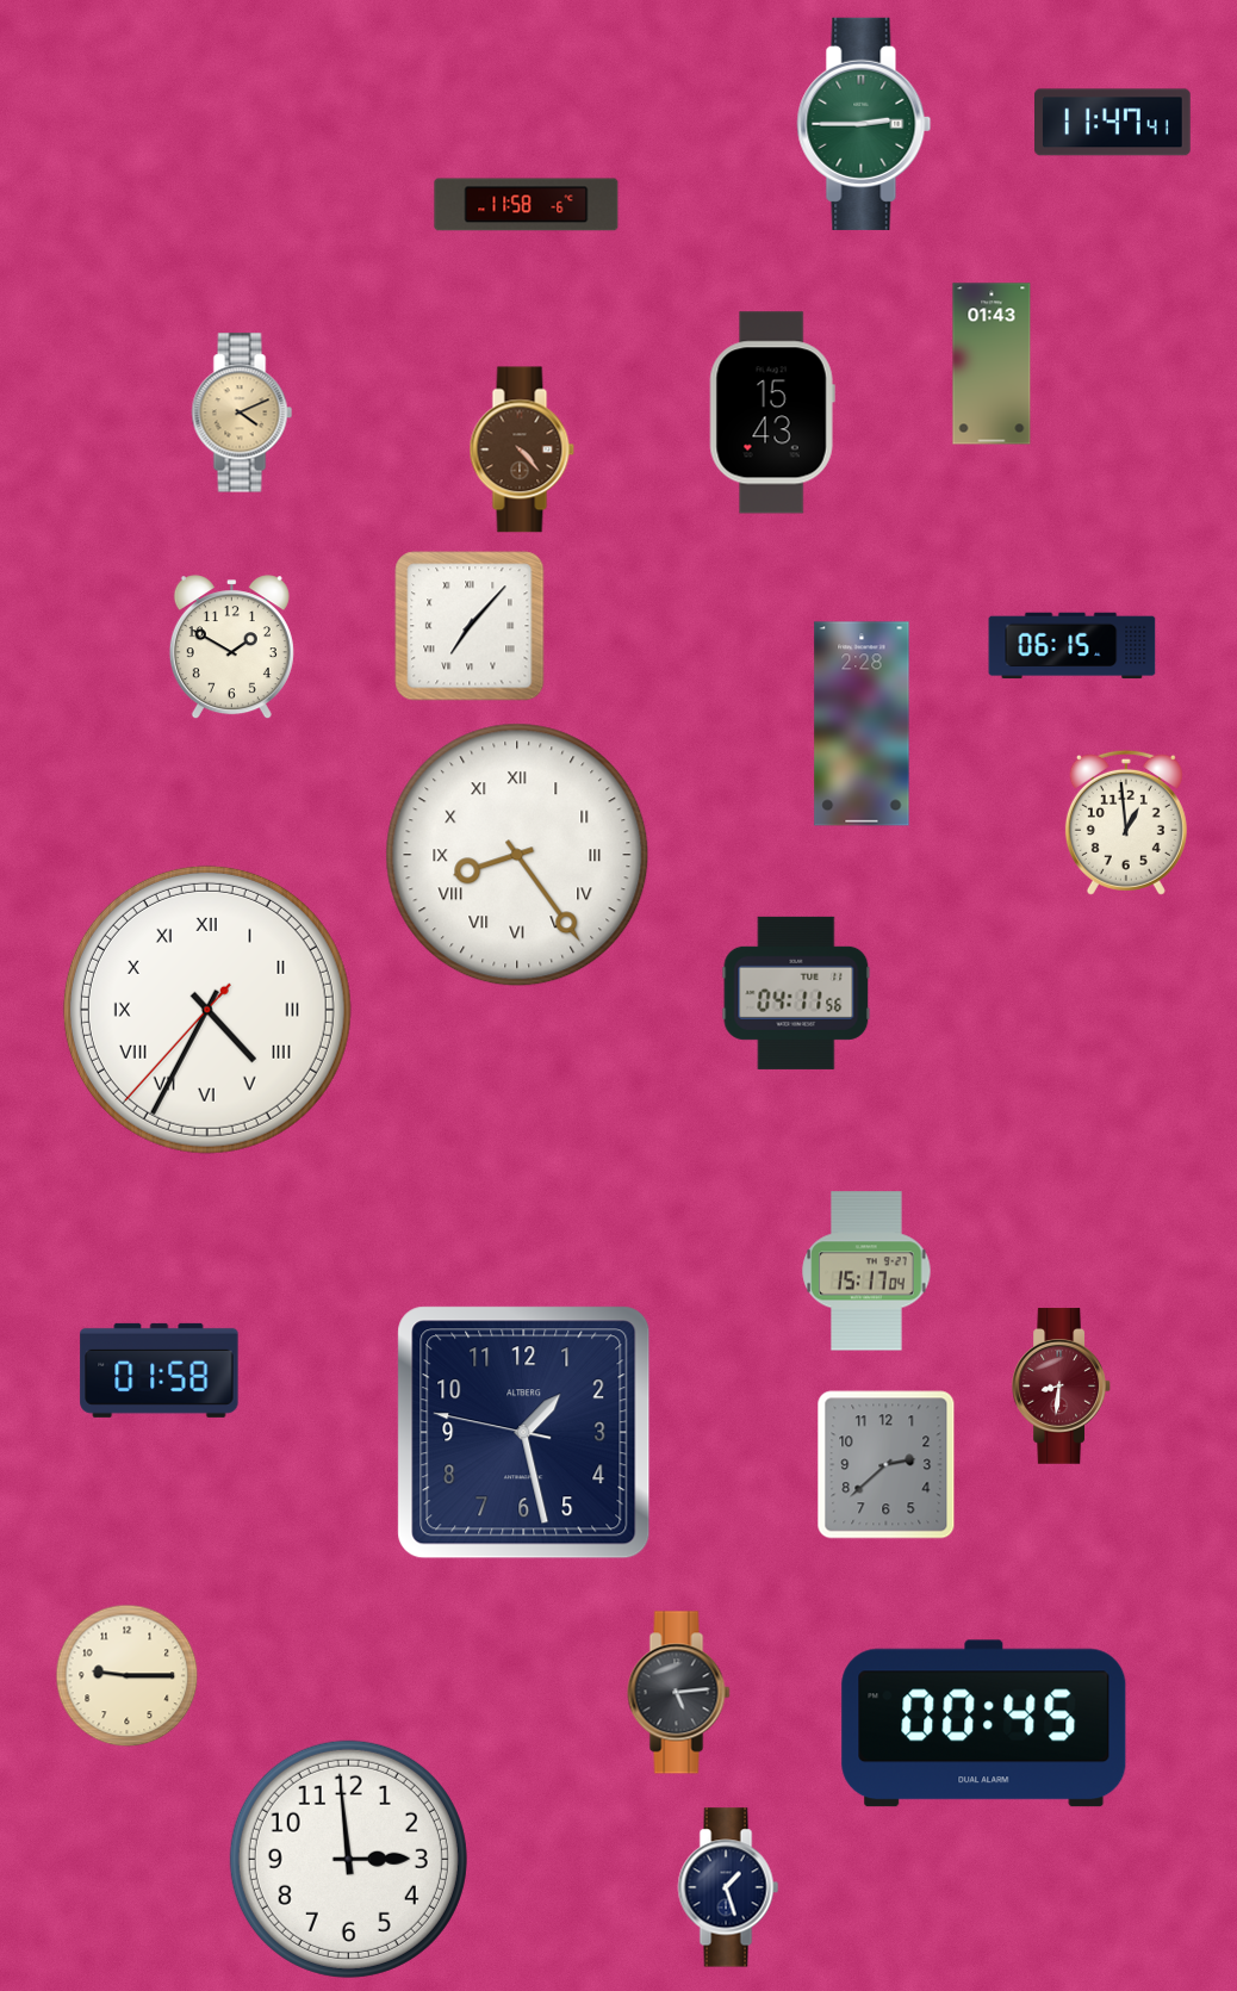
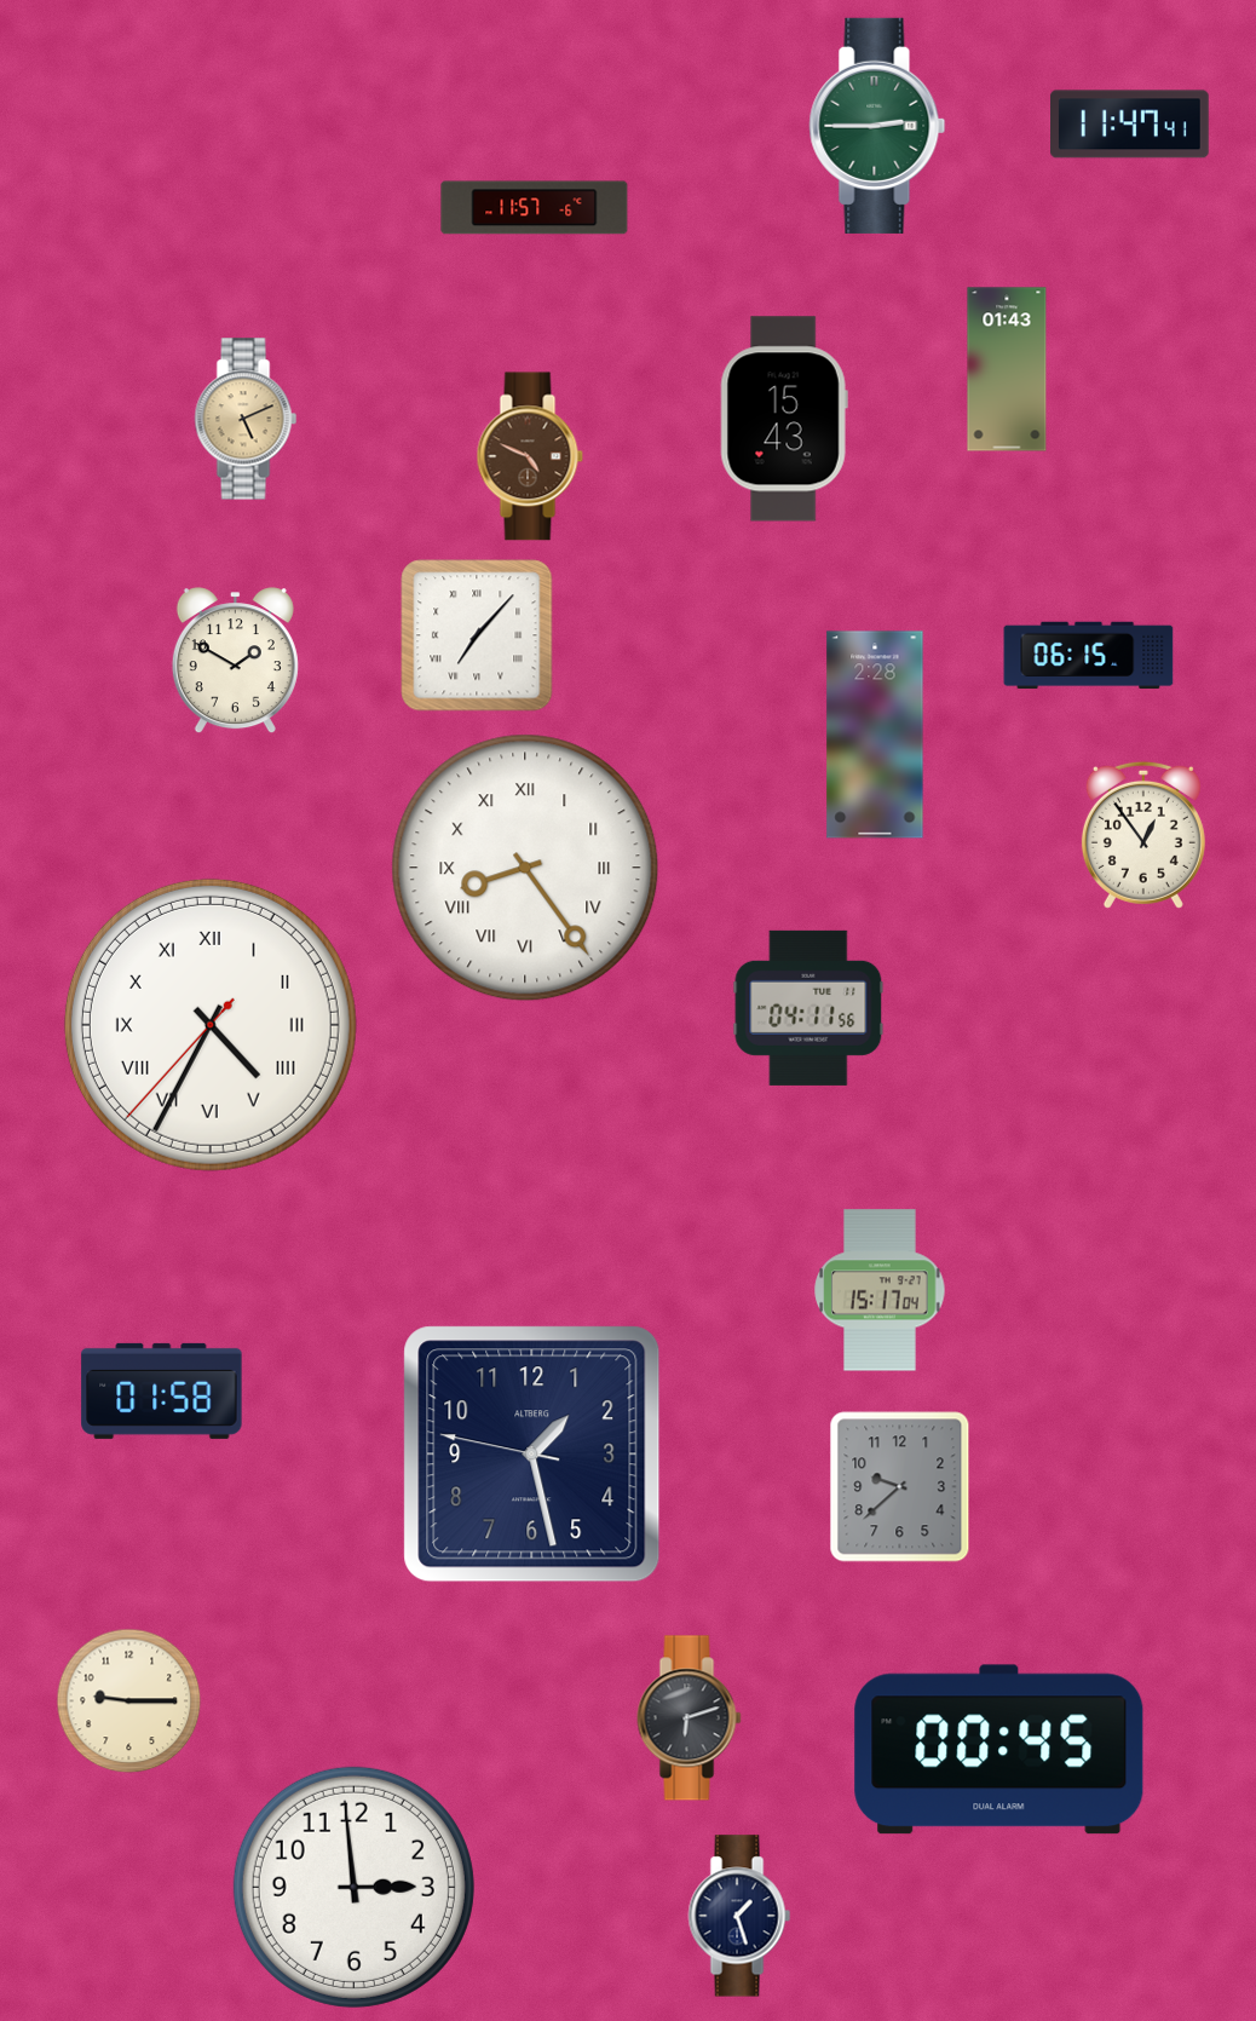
clock at (527, 205): 11:58 -> 11:57
clock at (242, 413): 4:11 -> 5:11
clock at (522, 449): 4:23 -> 4:49
clock at (231, 647) position: (231, 647) -> (235, 661)
clock at (1126, 823): 12:59 -> 12:54
clock at (1061, 1387): 8:31 -> none
clock at (887, 1465): 2:38 -> 9:38
clock at (679, 1693): 5:14 -> 6:12
